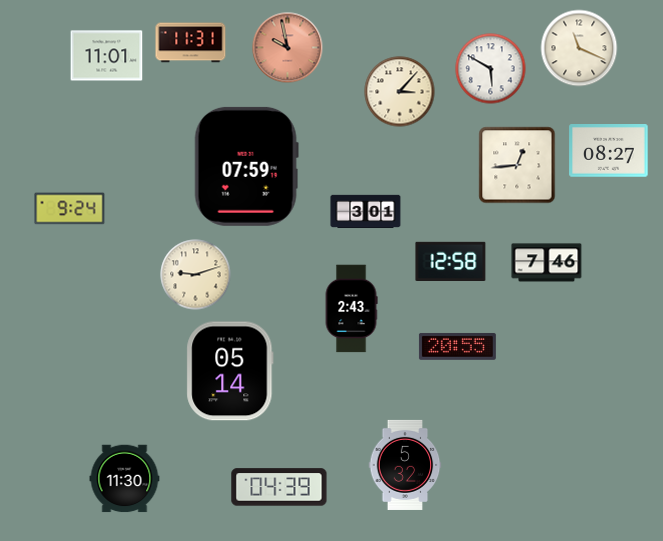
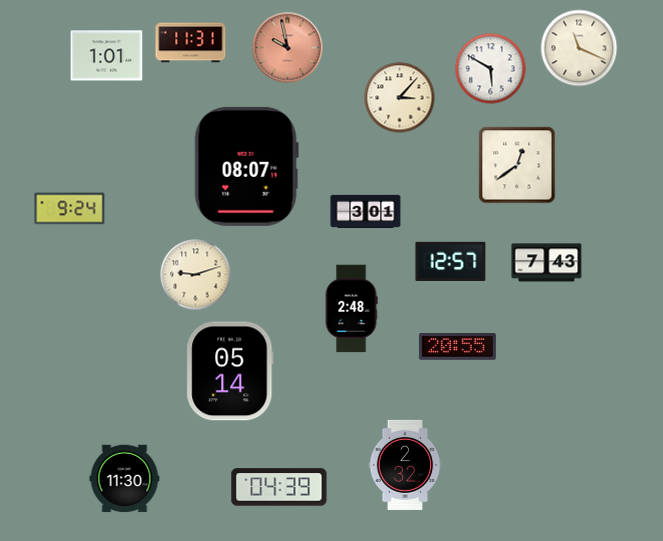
clock at (107, 56): 11:01 -> 1:01
clock at (400, 92) position: (400, 92) -> (400, 98)
clock at (609, 151): 08:27 -> none
clock at (517, 165): 12:44 -> 12:39
clock at (246, 166): 07:59 -> 08:07
clock at (451, 261): 12:58 -> 12:57
clock at (547, 263): 7:46 -> 7:43
clock at (351, 309): 2:43 -> 2:48
clock at (405, 465): 5:32 -> 2:32
